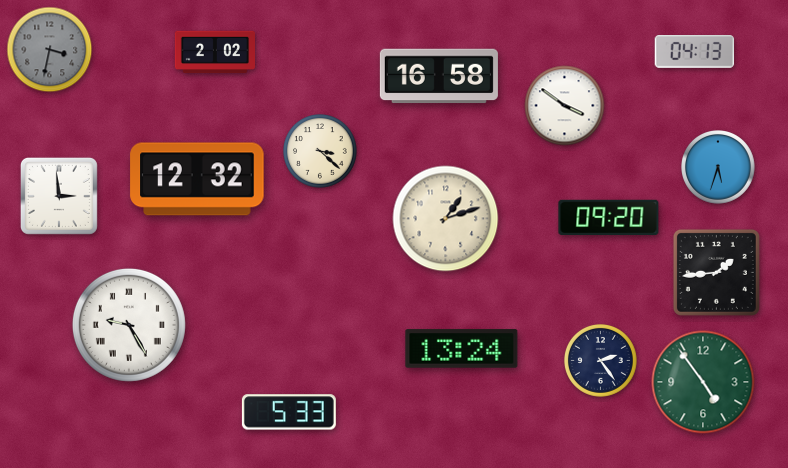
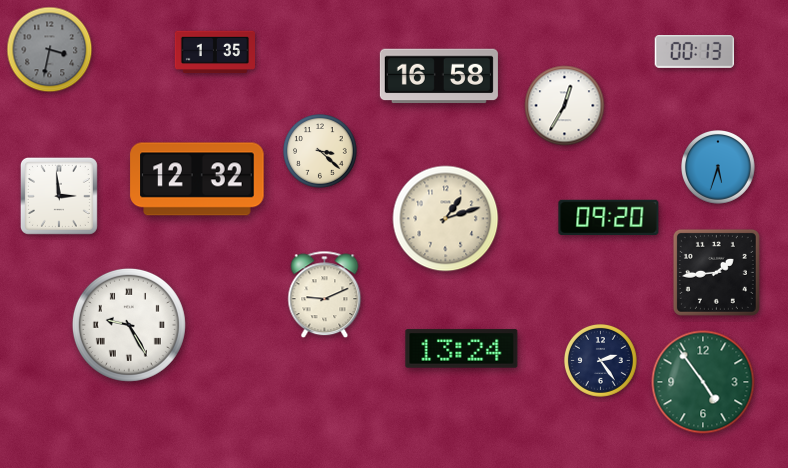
clock at (214, 52): 2:02 -> 1:35
clock at (695, 52): 04:13 -> 00:13
clock at (565, 106): 3:51 -> 12:35
clock at (325, 295): none -> 9:11
clock at (289, 412): 5:33 -> none
